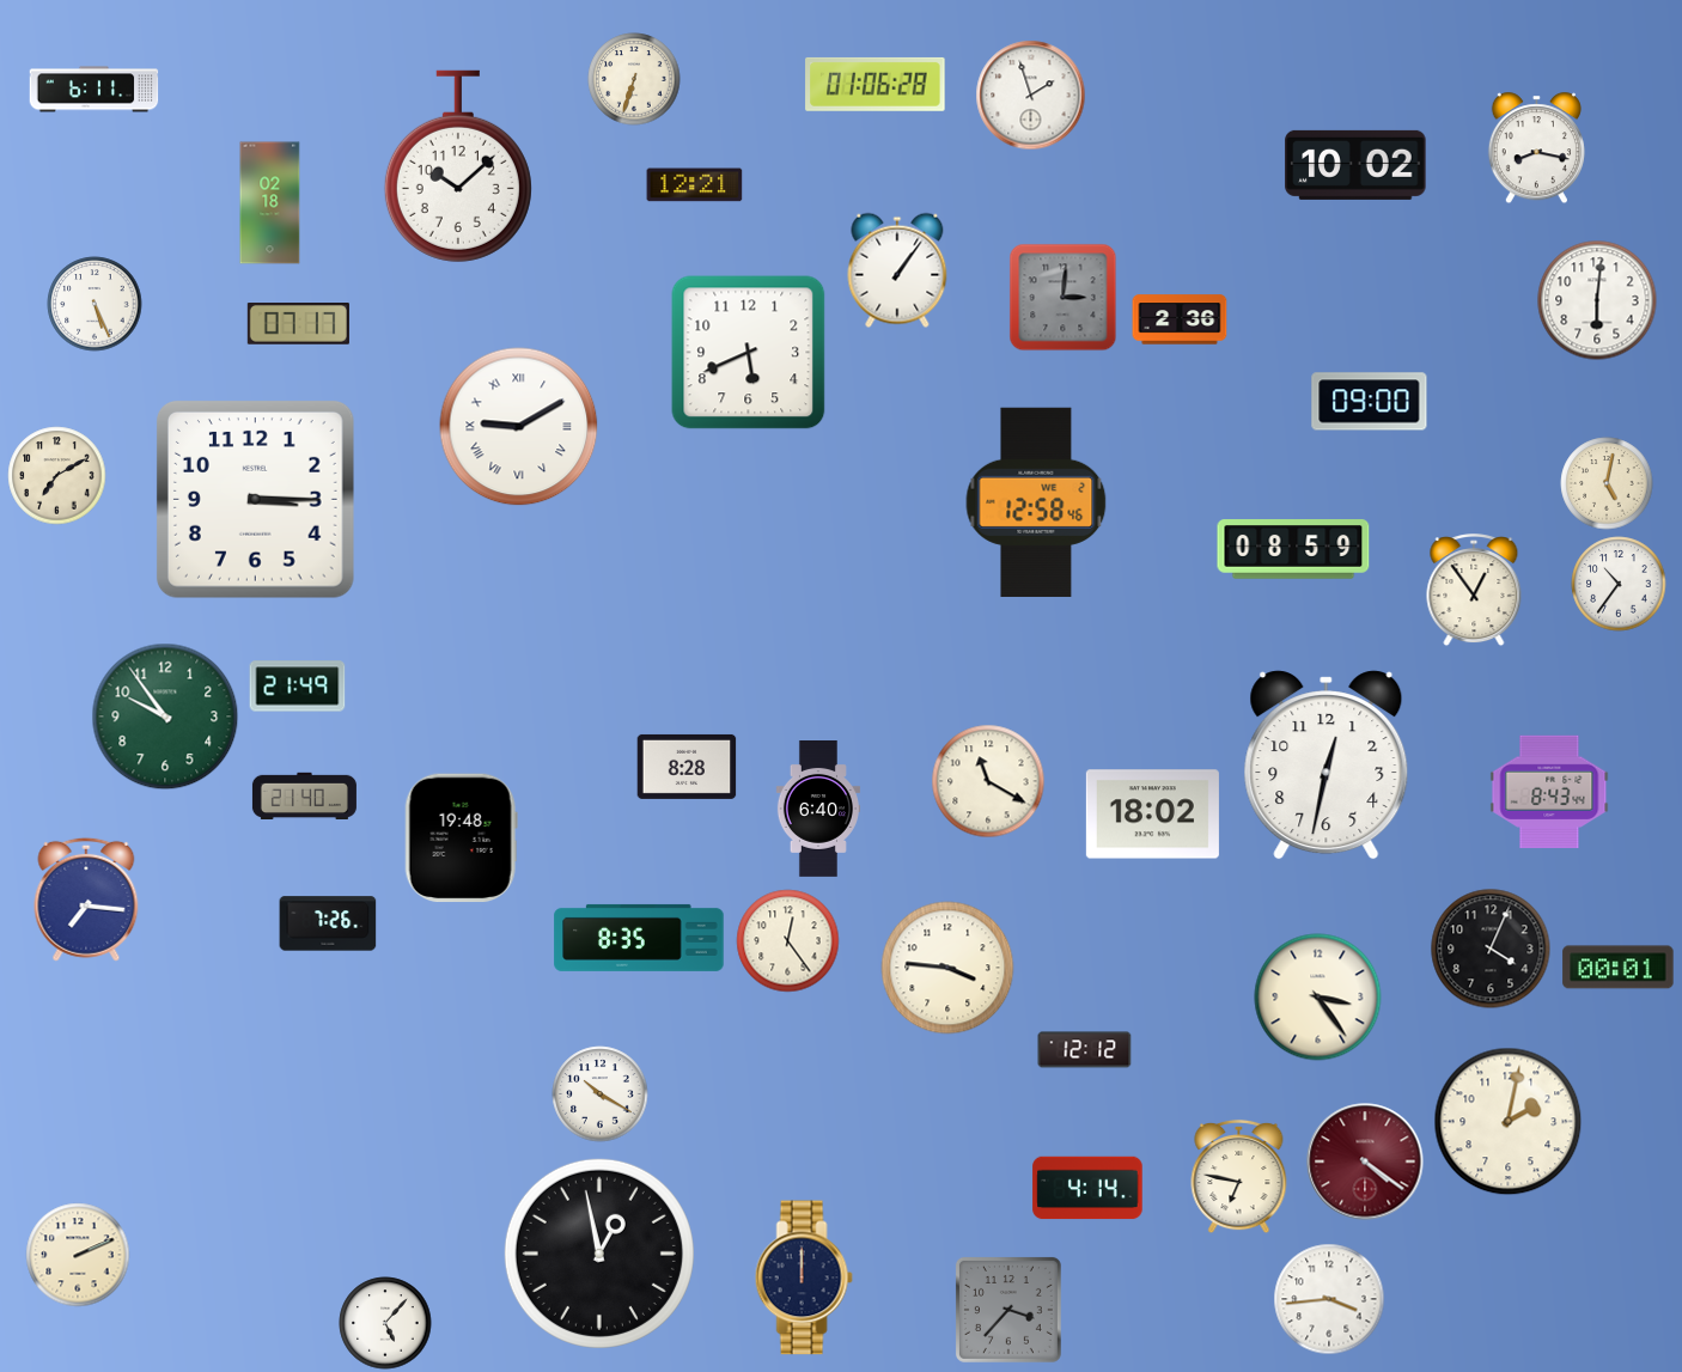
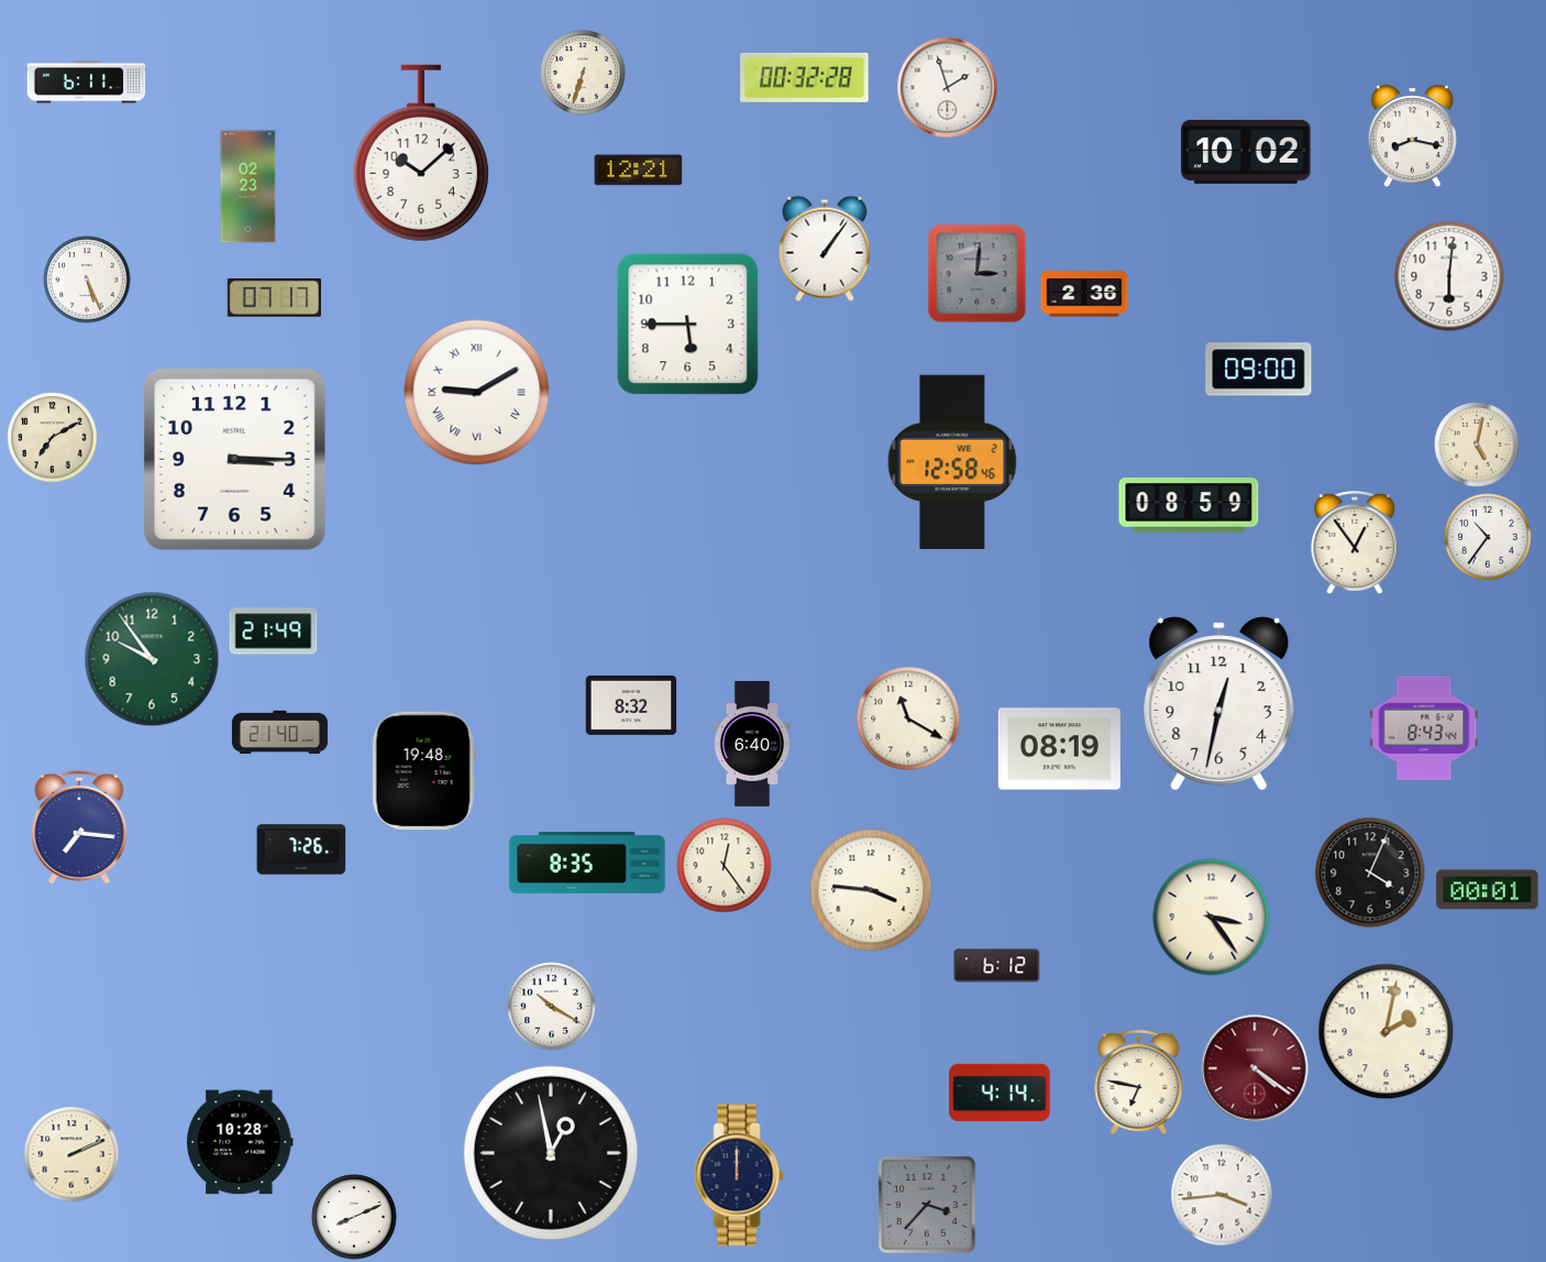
clock at (876, 84): 01:06 -> 00:32
clock at (270, 203): 02:18 -> 02:23
clock at (1597, 300) position: (1597, 300) -> (1449, 276)
clock at (749, 353): 5:41 -> 5:45
clock at (687, 767): 8:28 -> 8:32
clock at (1152, 815): 18:02 -> 08:19
clock at (1085, 1050): 12:12 -> 6:12
clock at (240, 1142): none -> 10:28
clock at (385, 1323): 5:07 -> 8:11
